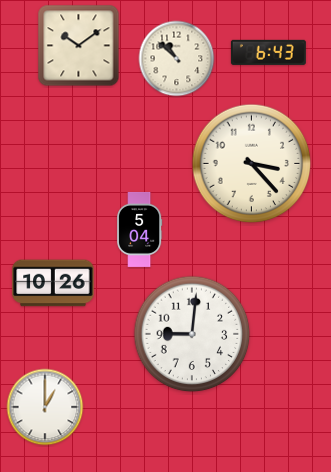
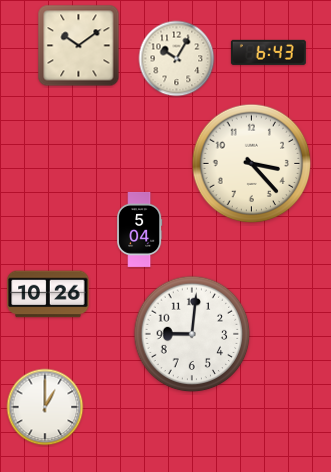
clock at (177, 59): 10:52 -> 10:05
clock at (53, 283) position: (53, 283) -> (48, 294)
